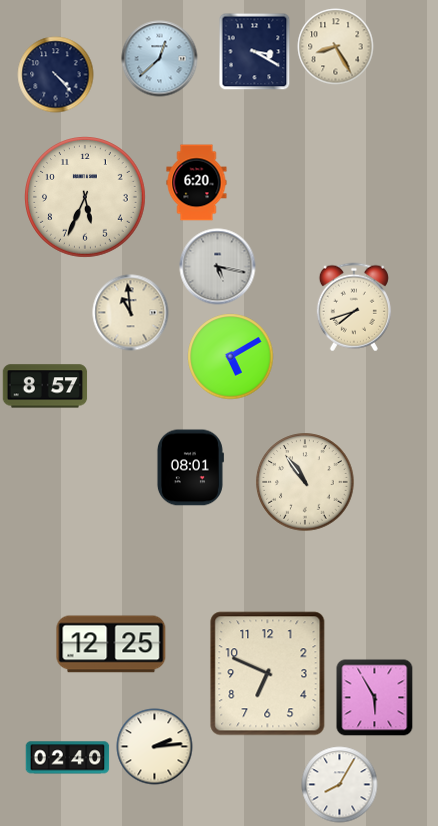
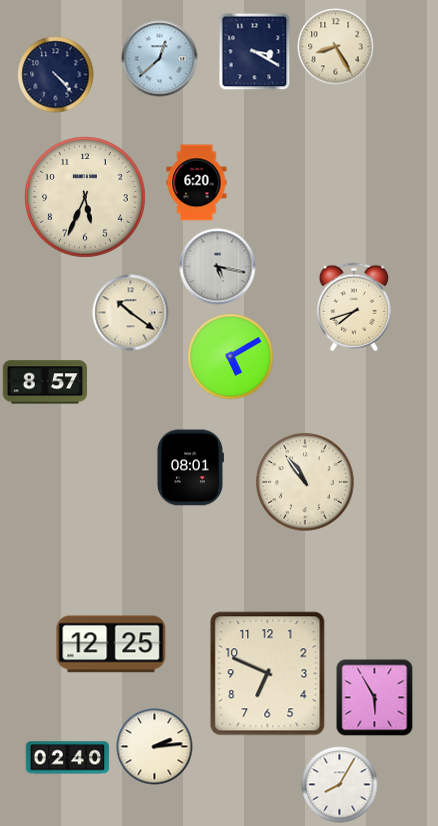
clock at (131, 313): 10:59 -> 10:21
clock at (45, 386) position: (45, 386) -> (45, 382)
